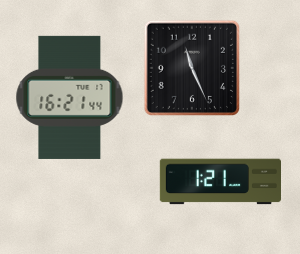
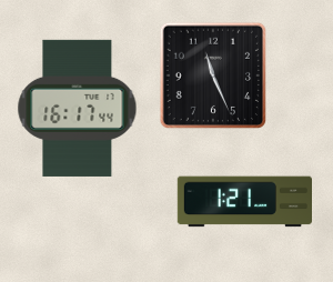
clock at (70, 97): 16:21 -> 16:17
